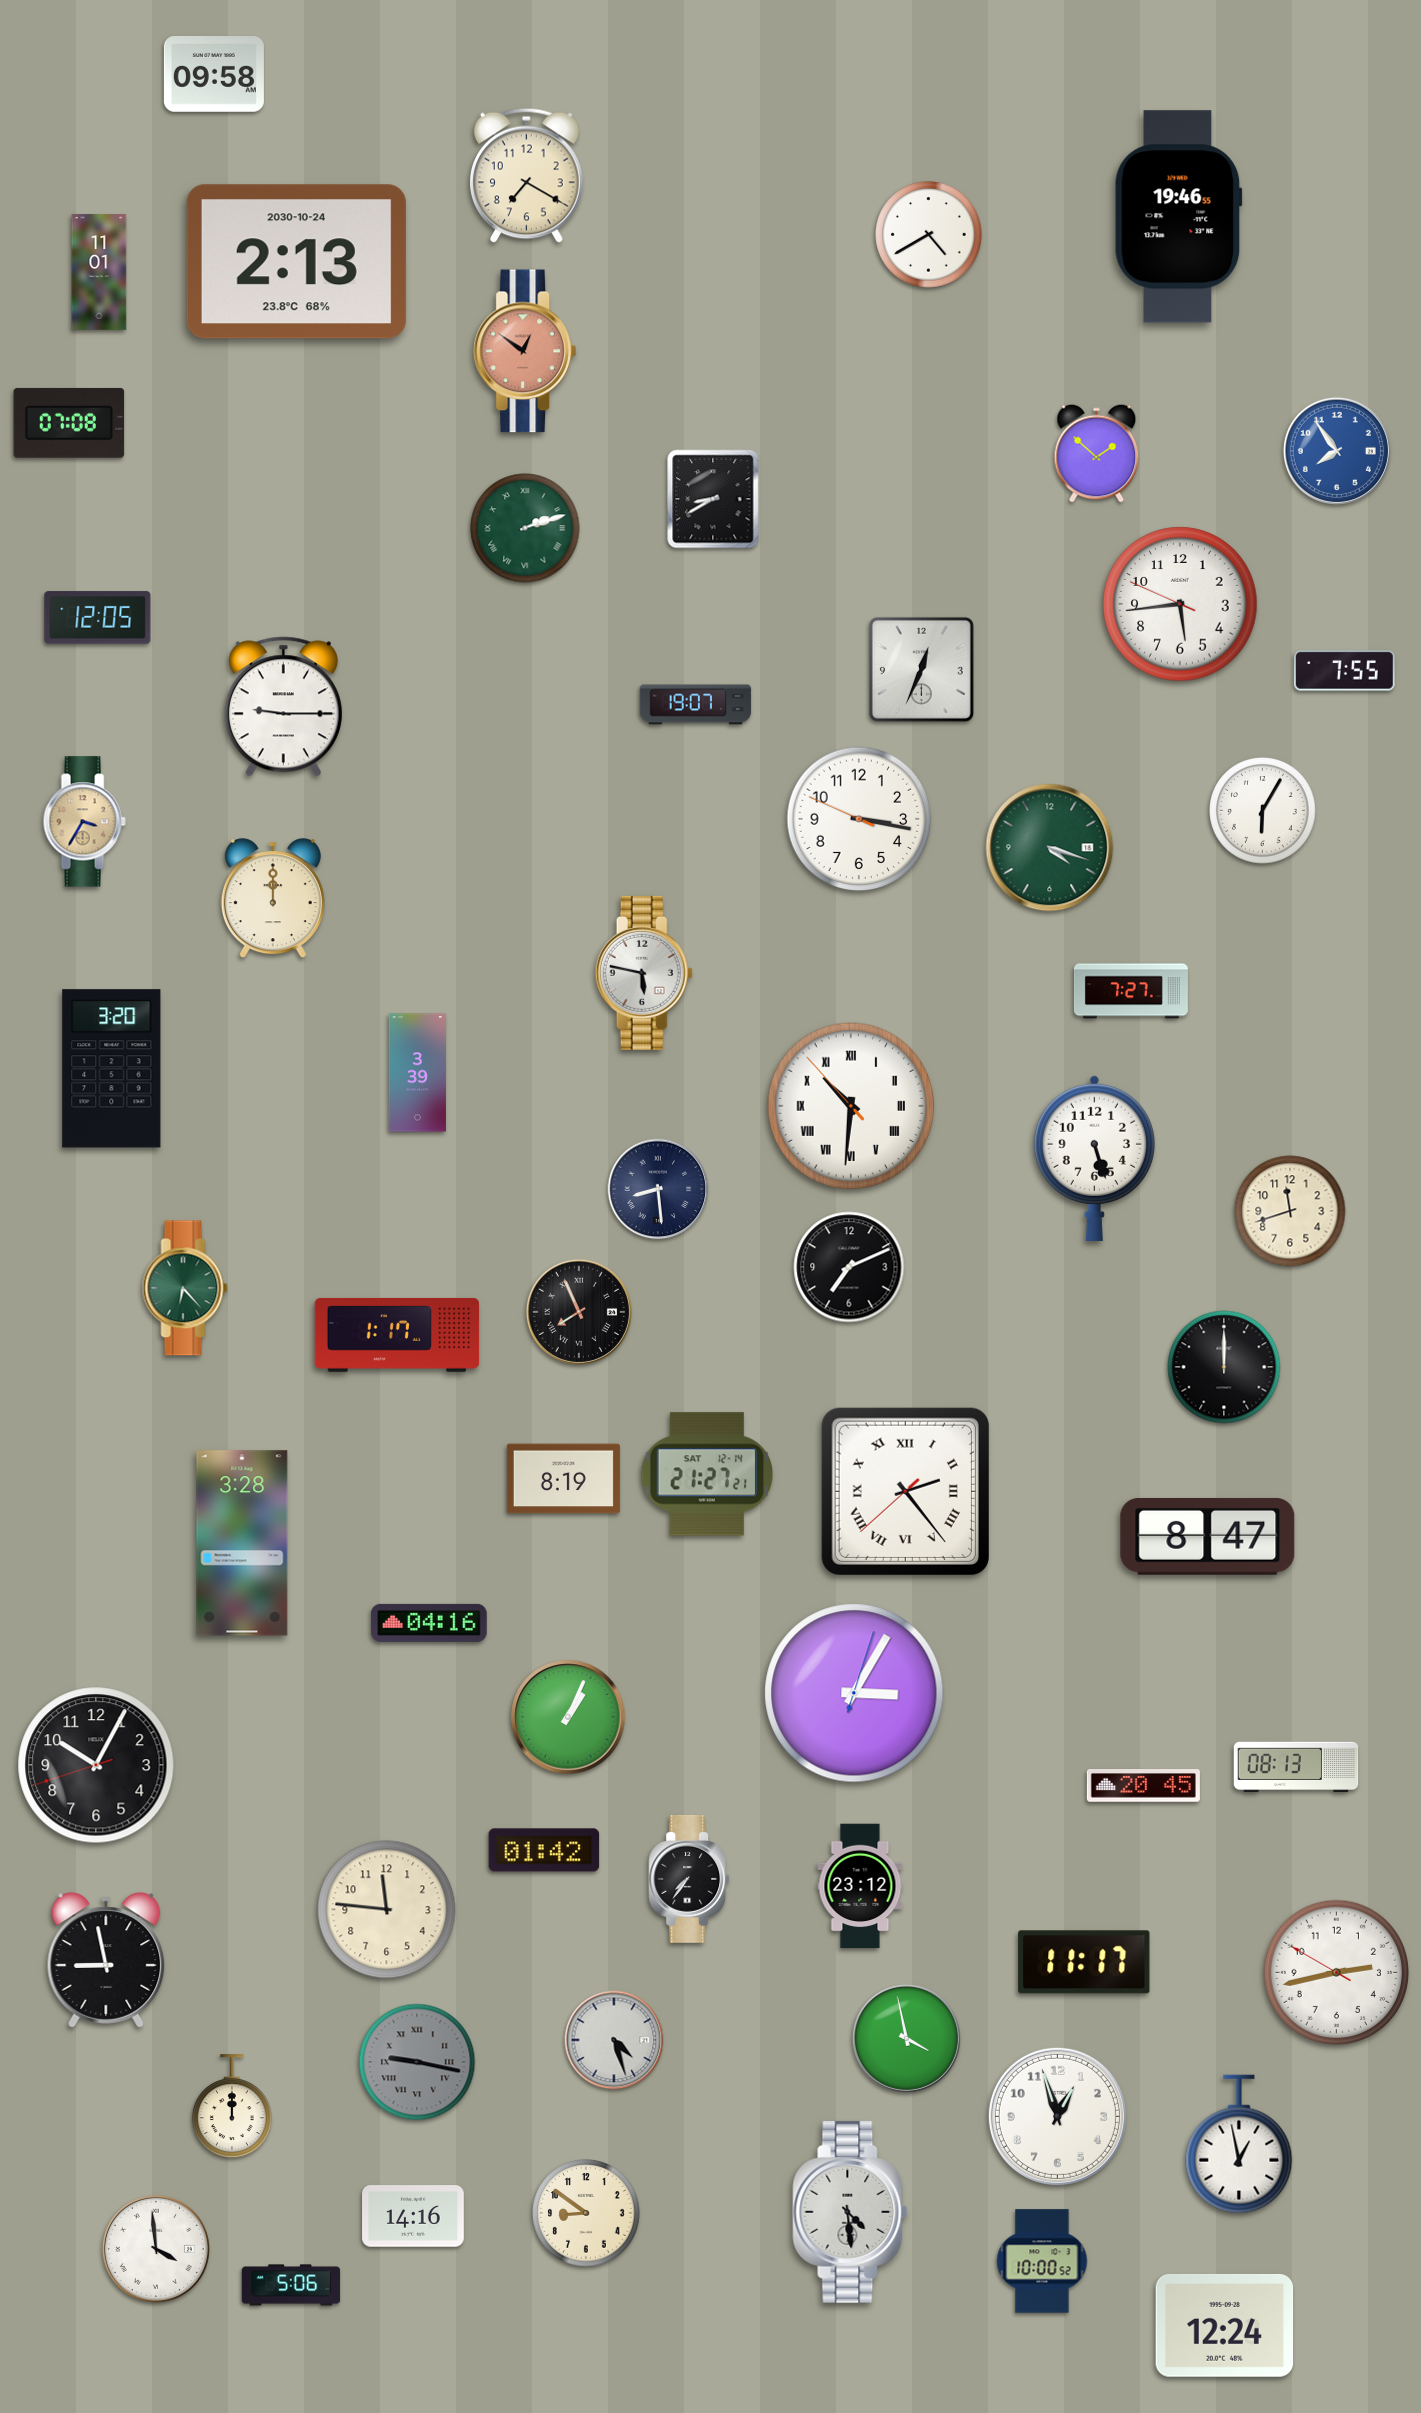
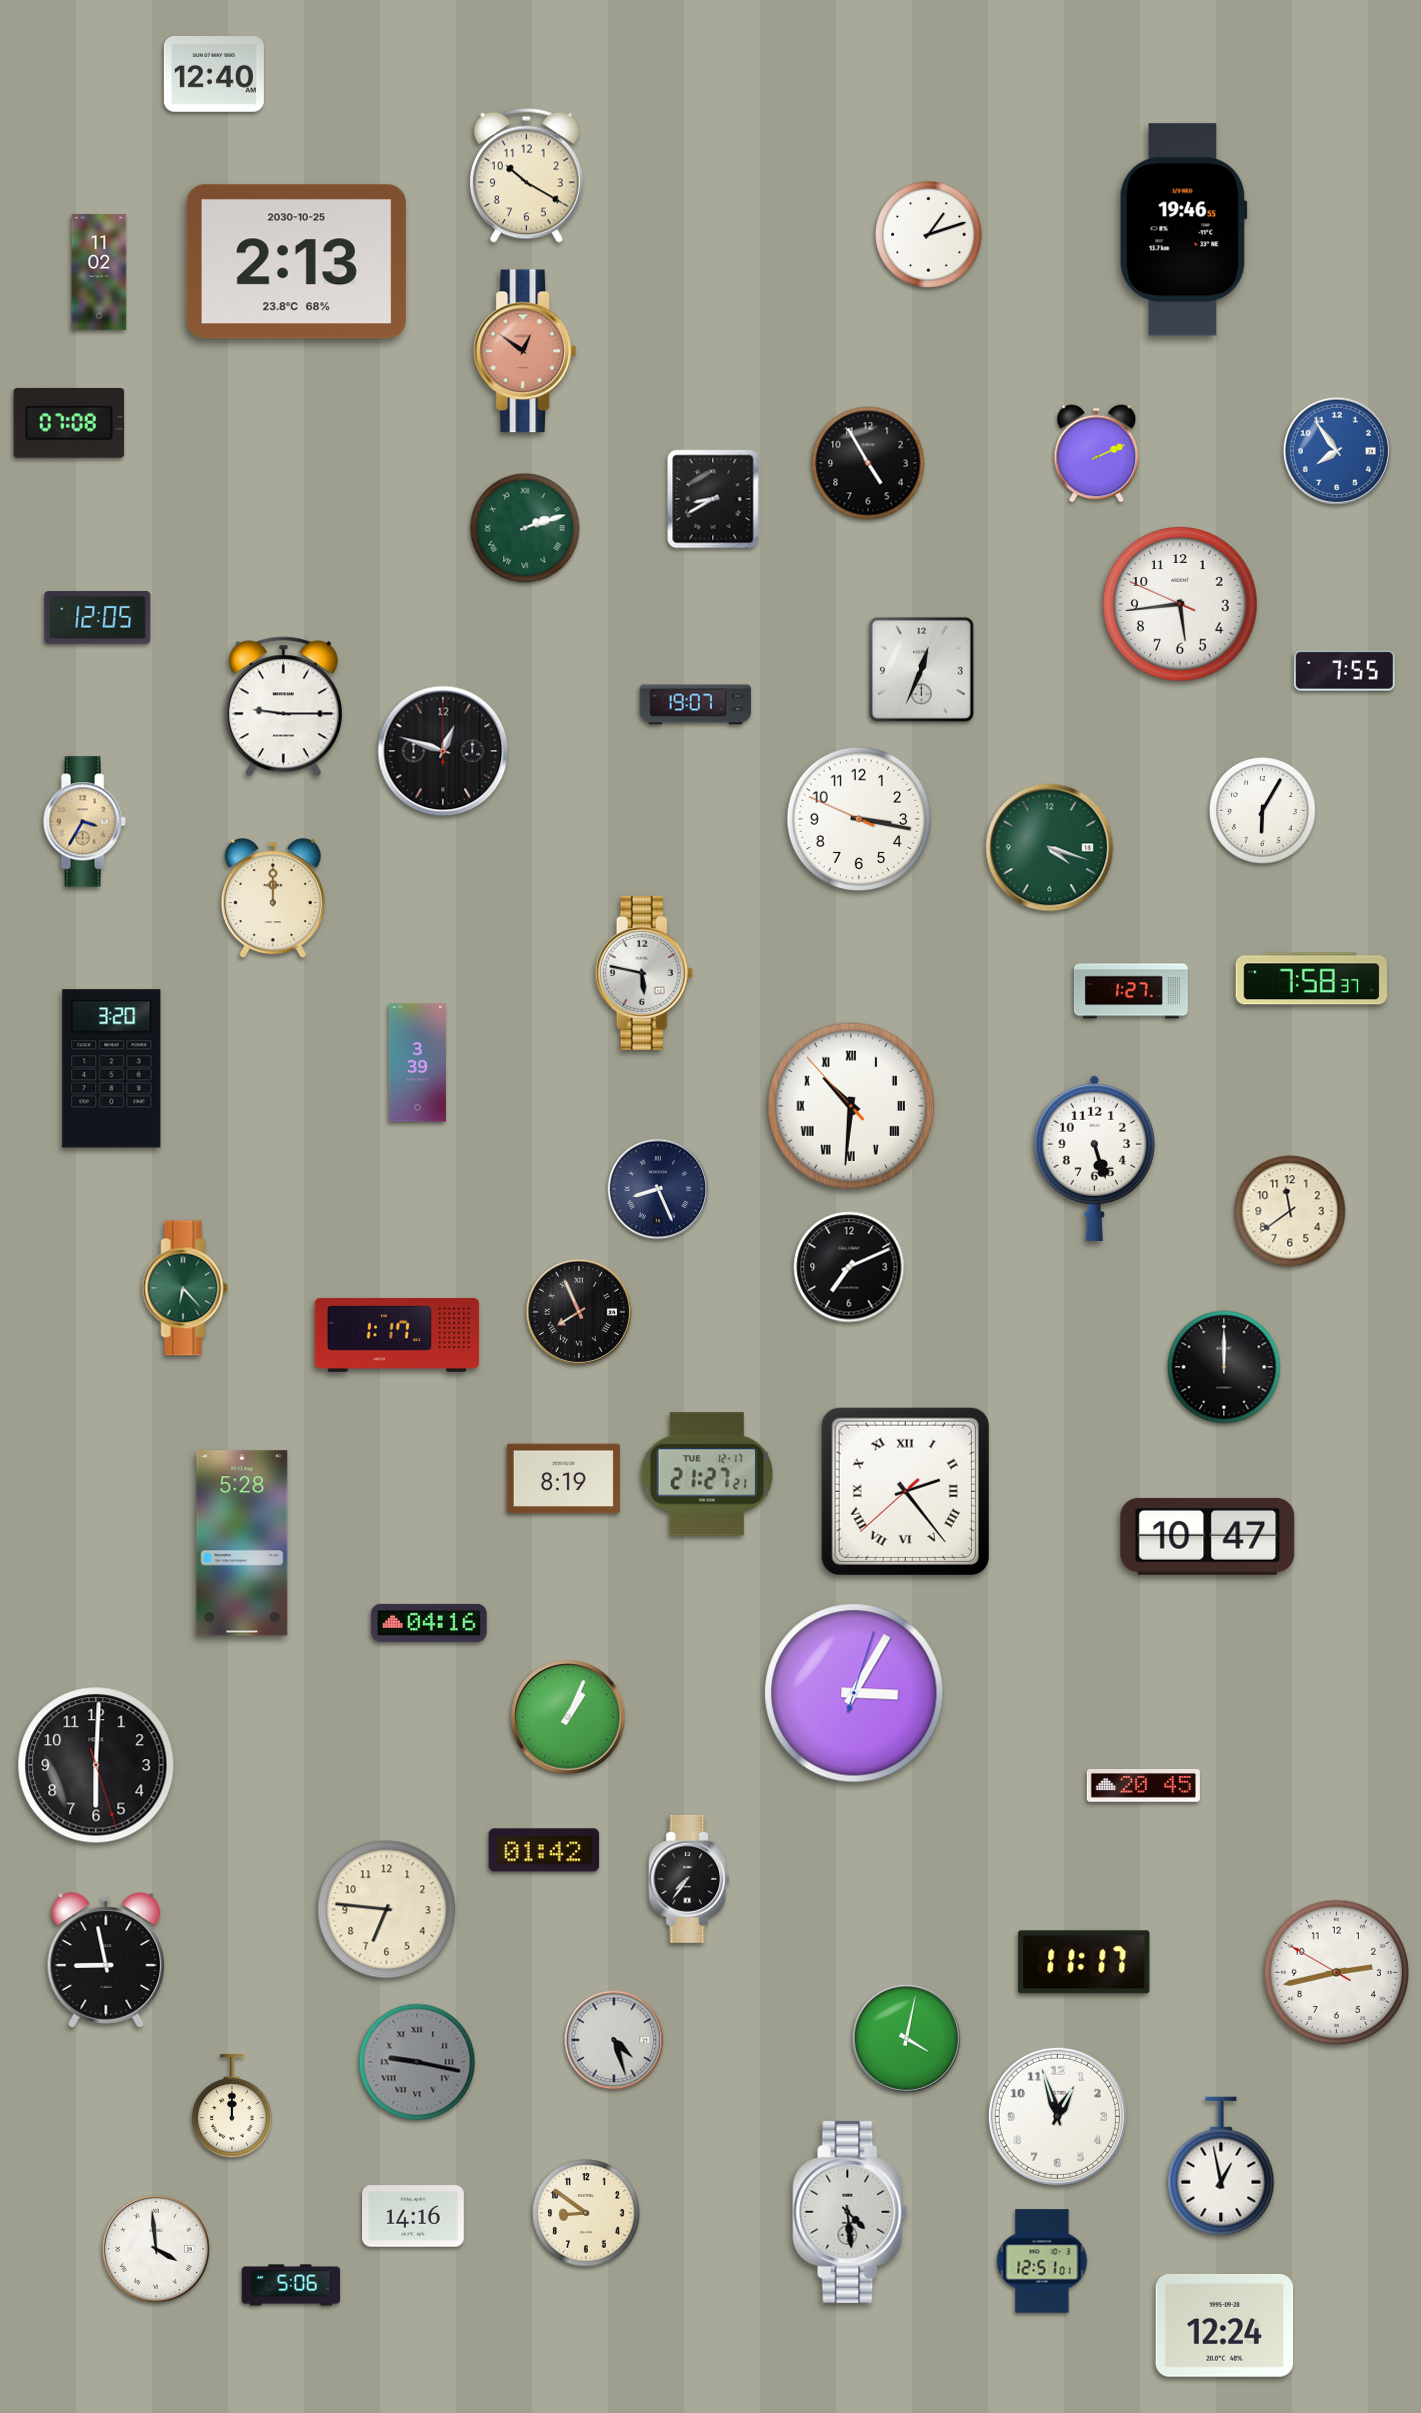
clock at (214, 74): 09:58 -> 12:40
clock at (526, 175): 7:20 -> 10:20
clock at (1178, 217) position: (1178, 217) -> (1183, 230)
clock at (929, 235): 4:40 -> 1:12
clock at (296, 262) date: 2030-10-24 -> 2030-10-25
clock at (99, 272): 11:01 -> 11:02
clock at (1097, 454): 1:52 -> 2:11
clock at (868, 463): none -> 4:55
clock at (443, 751): none -> 12:48
clock at (1311, 979): none -> 7:58
clock at (1131, 991): 7:27 -> 1:27
clock at (417, 1073) position: (417, 1073) -> (417, 1063)
clock at (658, 1189): 8:29 -> 8:26
clock at (1290, 1211): 11:42 -> 11:39
clock at (707, 1474) date: SAT 12-14 -> TUE 12-17
clock at (1208, 1536): 8:47 -> 10:47
clock at (242, 1543): 3:28 -> 5:28
clock at (96, 1765): 10:04 -> 6:00
clock at (1296, 1767): 08:13 -> none
clock at (860, 1886): 23:12 -> none
clock at (387, 1910): 11:46 -> 6:46
clock at (906, 2038): 3:58 -> 4:02
clock at (1239, 2144) position: (1239, 2144) -> (1221, 2166)
clock at (1042, 2261): 10:00 -> 12:51
